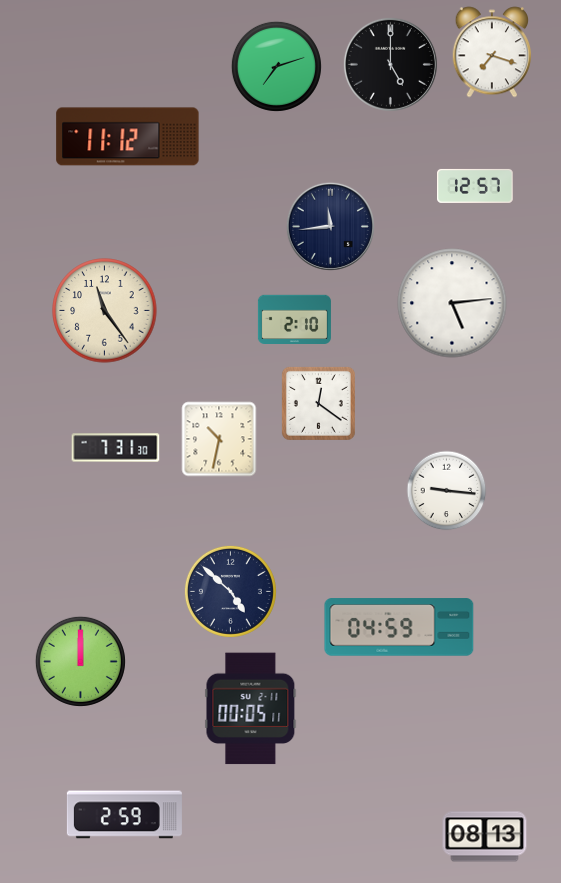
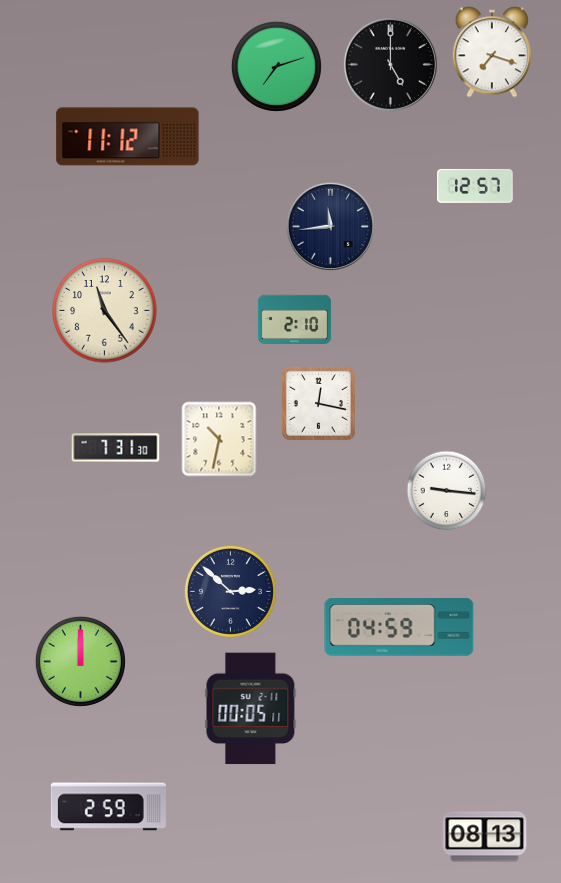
clock at (452, 303): 5:14 -> none
clock at (318, 403): 12:21 -> 12:17
clock at (230, 591): 4:52 -> 2:52
clock at (124, 815) position: (124, 815) -> (108, 807)
